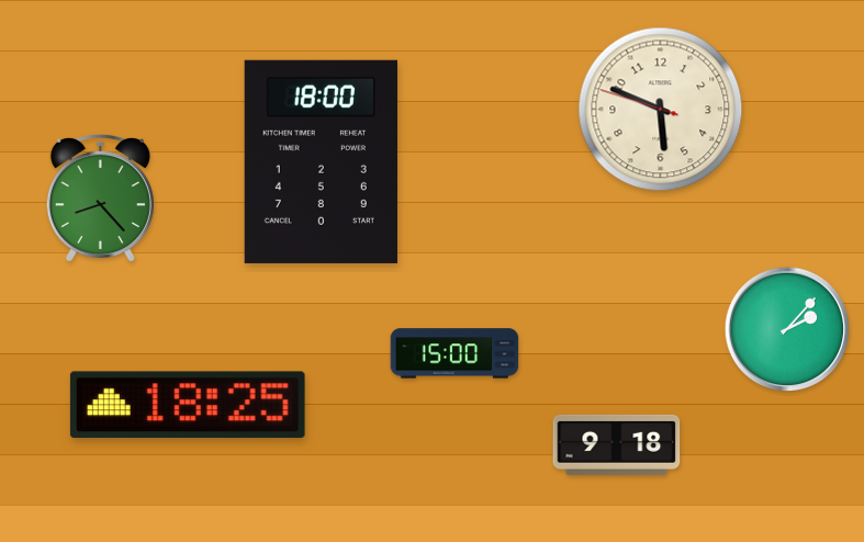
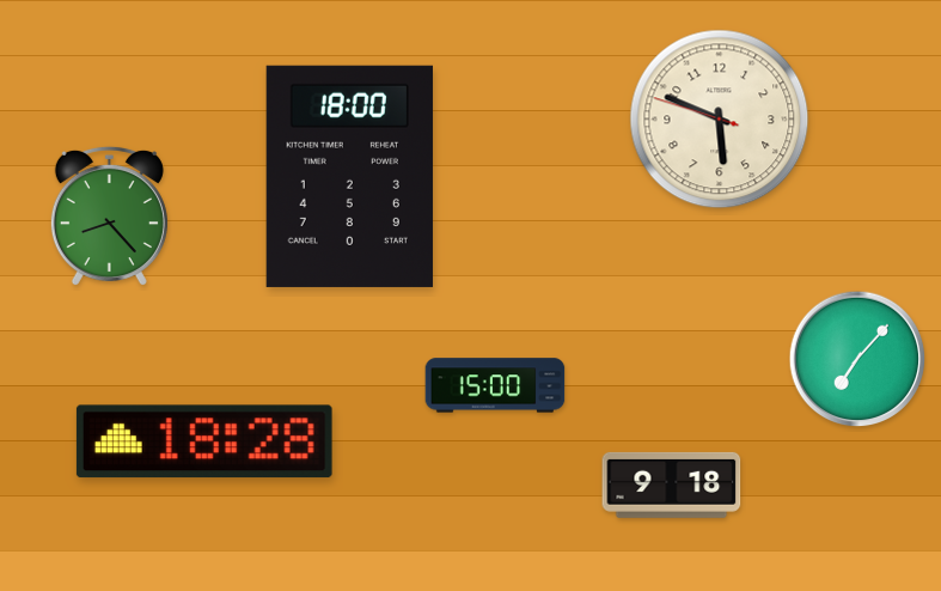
clock at (787, 329): 2:07 -> 7:07
clock at (188, 405): 18:25 -> 18:28
